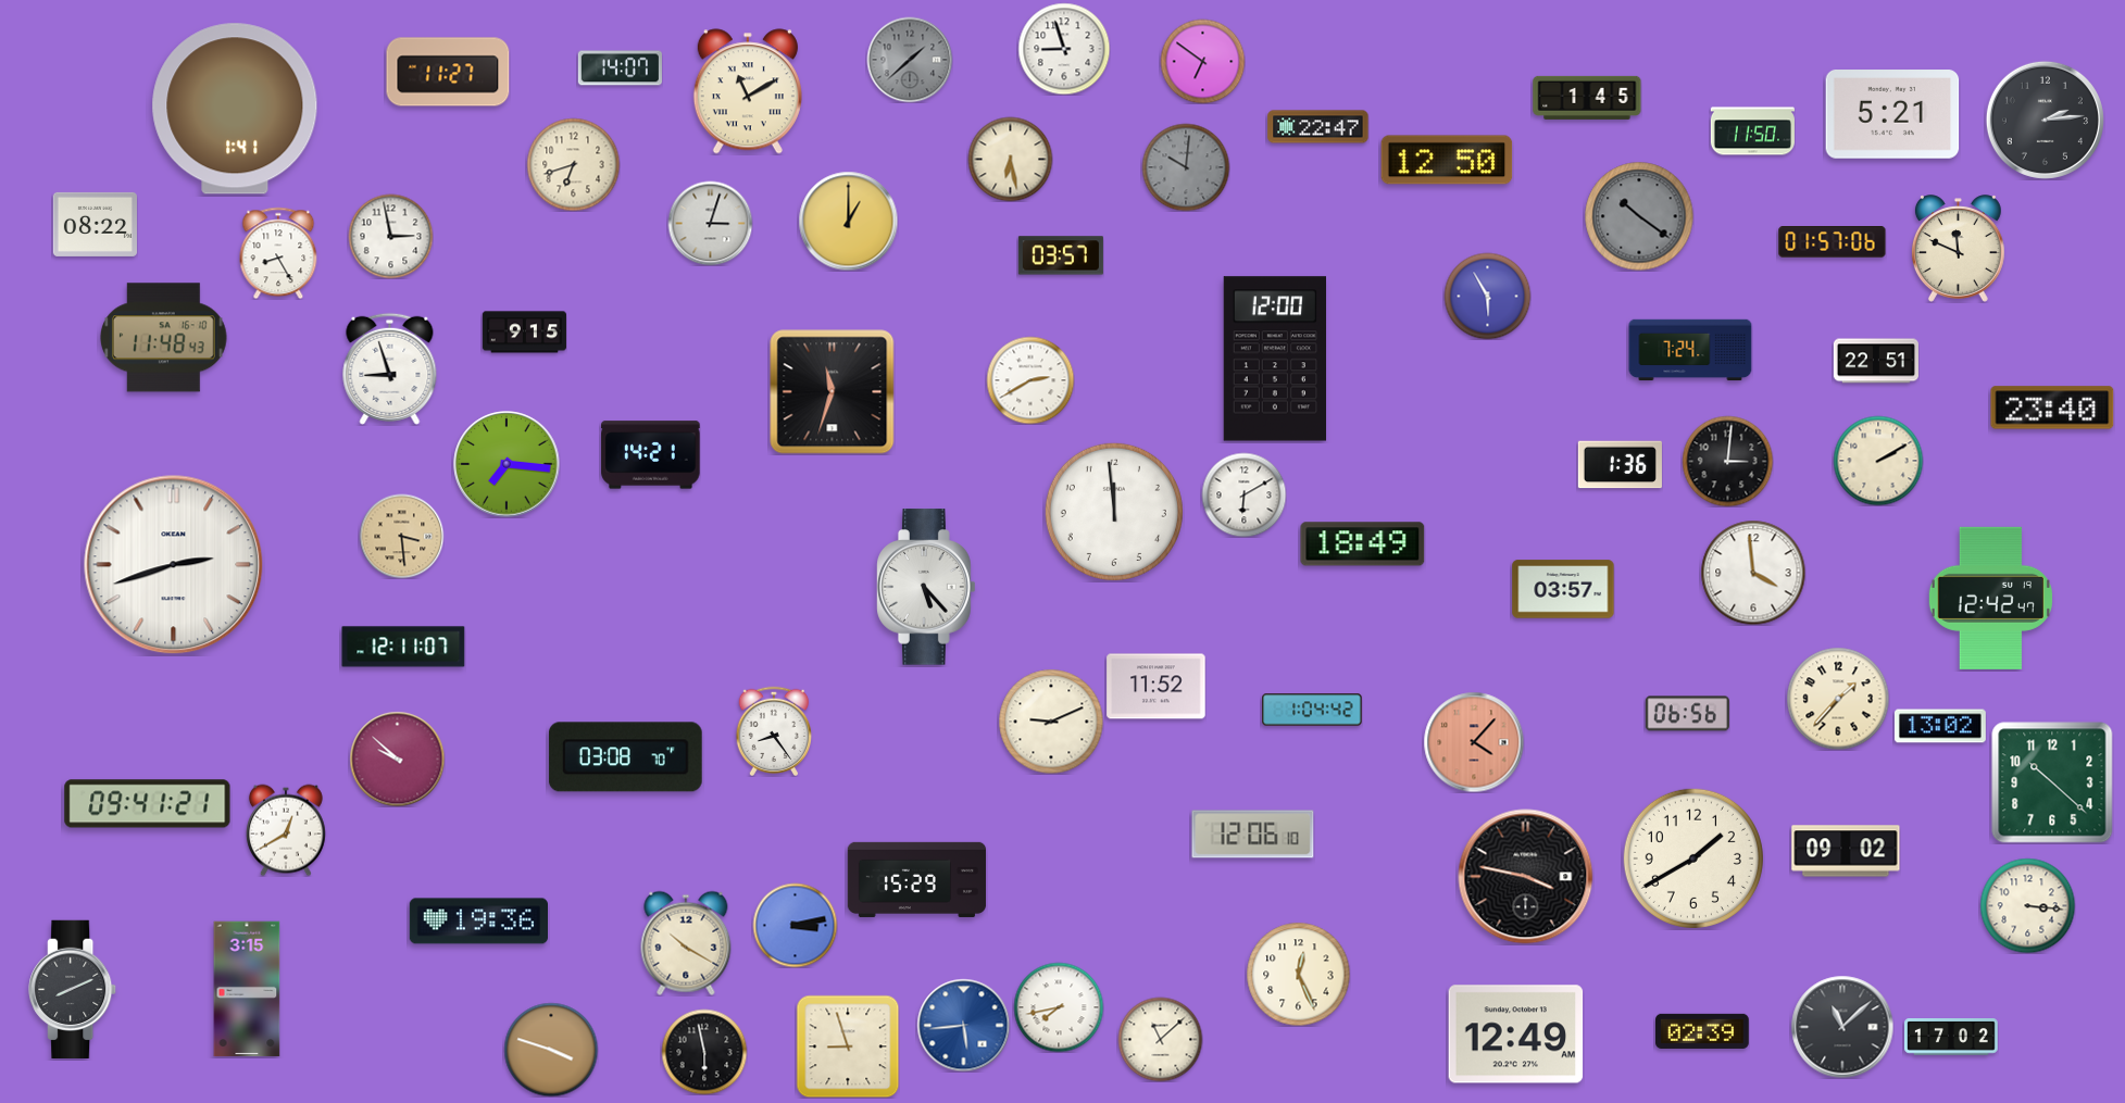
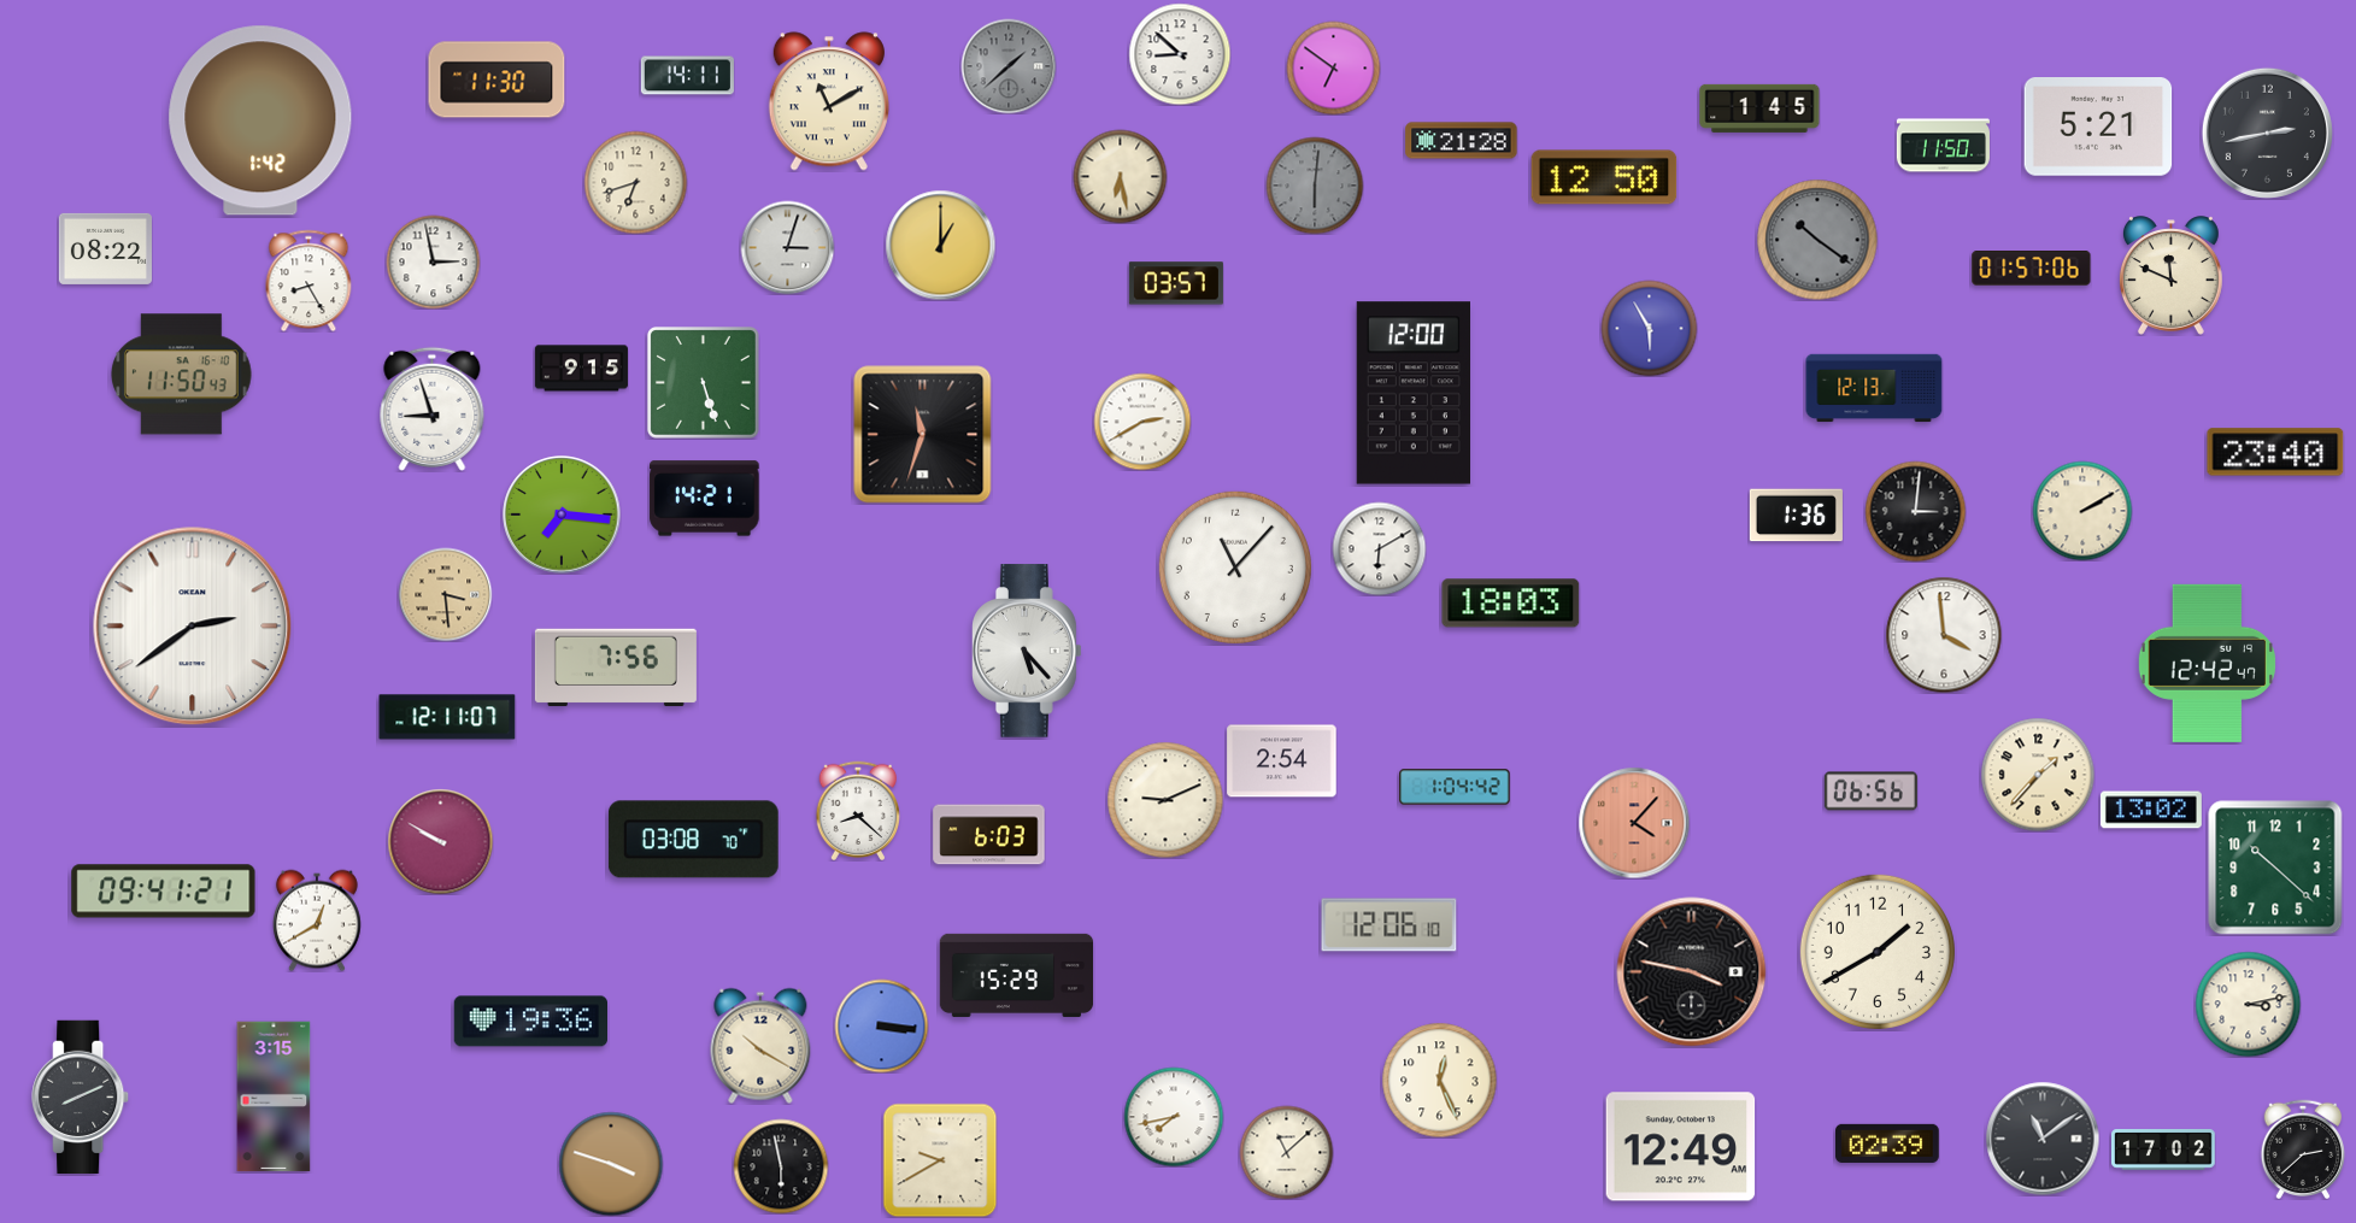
clock at (1064, 49): 8:57 -> 8:52
clock at (620, 68): 14:07 -> 14:11
clock at (448, 72): 11:27 -> 11:30
clock at (235, 109): 1:41 -> 1:42
clock at (2045, 120): 2:14 -> 2:43
clock at (1318, 127): 22:47 -> 21:28
clock at (1186, 167): 10:01 -> 6:01
clock at (164, 338): 11:48 -> 11:50
clock at (704, 383): none -> 5:27
clock at (1690, 350): 7:24 -> 12:13
clock at (1274, 359) position: (1274, 359) -> (1412, 393)
clock at (1876, 361): 22:51 -> none
clock at (651, 455) position: (651, 455) -> (705, 499)
clock at (1114, 512): 11:59 -> 11:07
clock at (1363, 544): 18:49 -> 18:03
clock at (174, 565): 2:42 -> 2:39
clock at (1563, 589): 03:57 -> none
clock at (616, 668): none -> 7:56
clock at (1157, 687): 11:52 -> 2:54
clock at (1940, 726) position: (1940, 726) -> (2151, 810)
clock at (774, 730): 8:24 -> 8:22
clock at (989, 835): none -> 6:03
clock at (397, 759): 9:52 -> 9:50
clock at (1846, 851): 09:02 -> none
clock at (2027, 905): 3:16 -> 3:13
clock at (795, 925): 3:13 -> 3:16
clock at (963, 1025): 5:44 -> none
clock at (1842, 1027): 11:08 -> 11:09
clock at (2303, 1148): none -> 2:38
clock at (848, 1046): 8:57 -> 9:40
